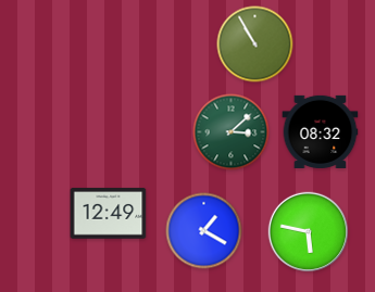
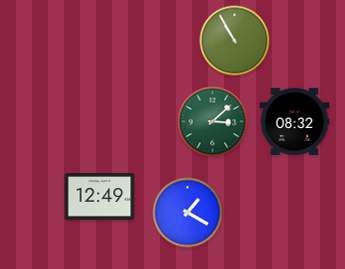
clock at (309, 232): 5:47 -> none
